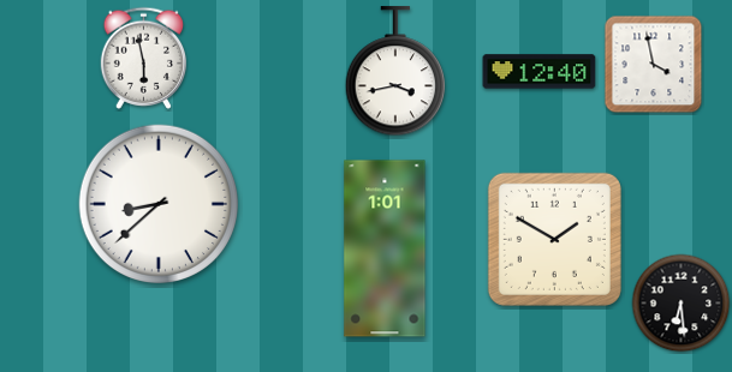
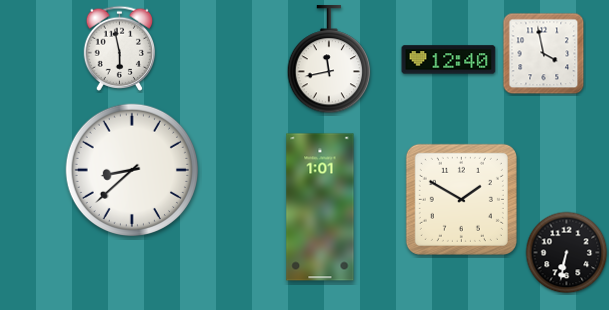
clock at (395, 72): 3:43 -> 11:43
clock at (682, 304): 6:29 -> 6:32
